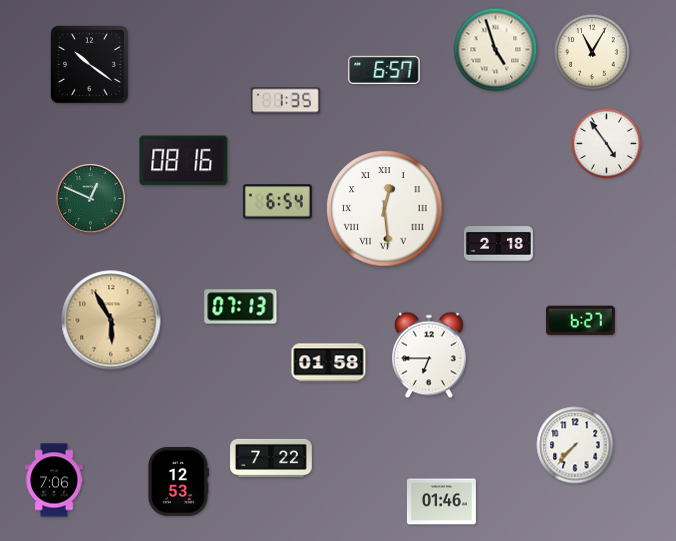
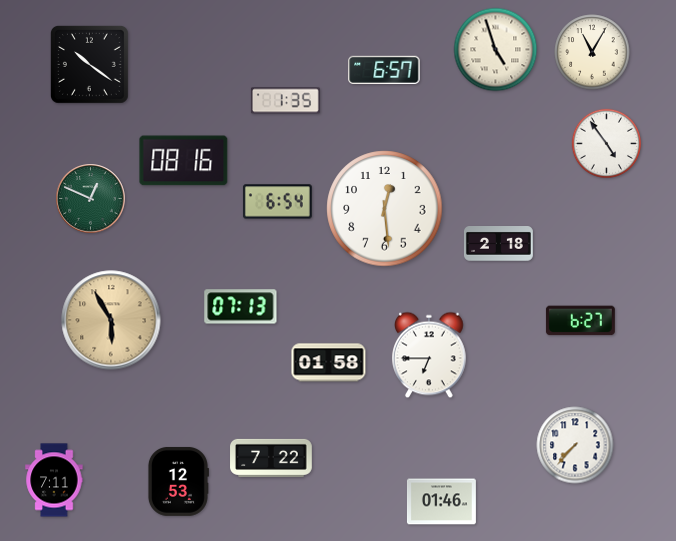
clock at (385, 209) numerals: Roman -> Arabic
clock at (54, 480): 7:06 -> 7:11
